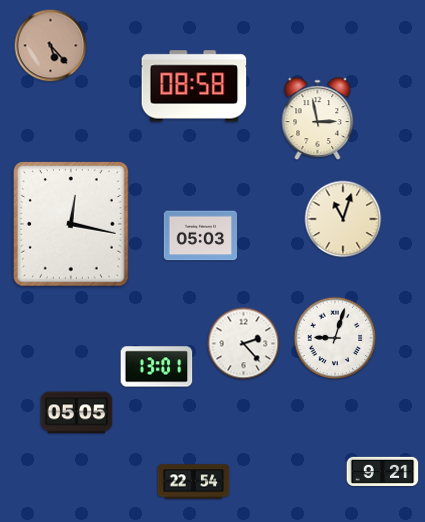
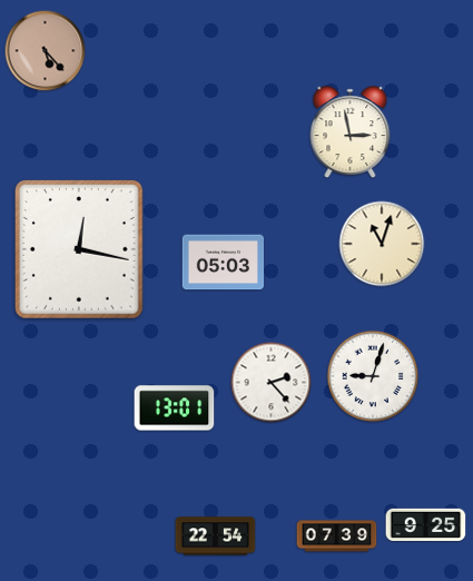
clock at (51, 46) position: (51, 46) -> (46, 51)
clock at (194, 86): 08:58 -> none
clock at (318, 119) position: (318, 119) -> (351, 132)
clock at (77, 413): 05:05 -> none
clock at (383, 471): 9:21 -> 9:25
clock at (337, 536): none -> 07:39
